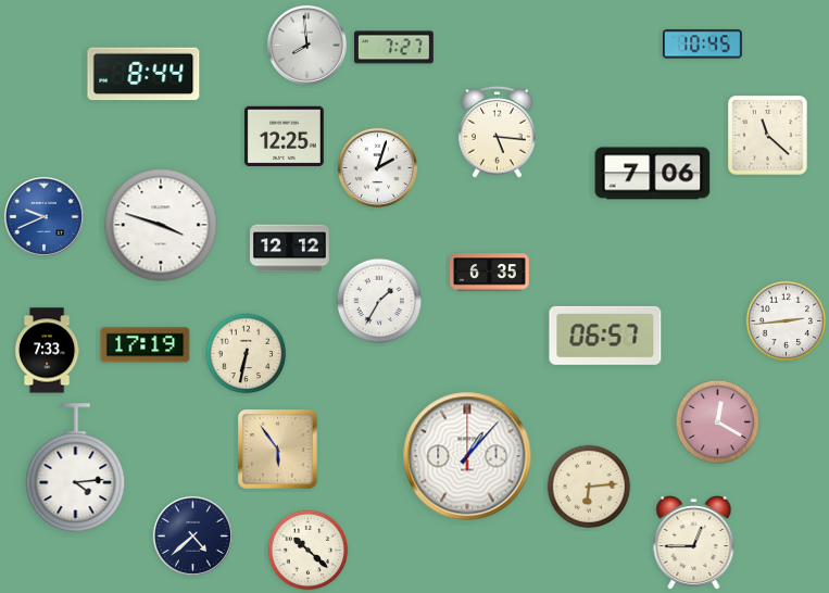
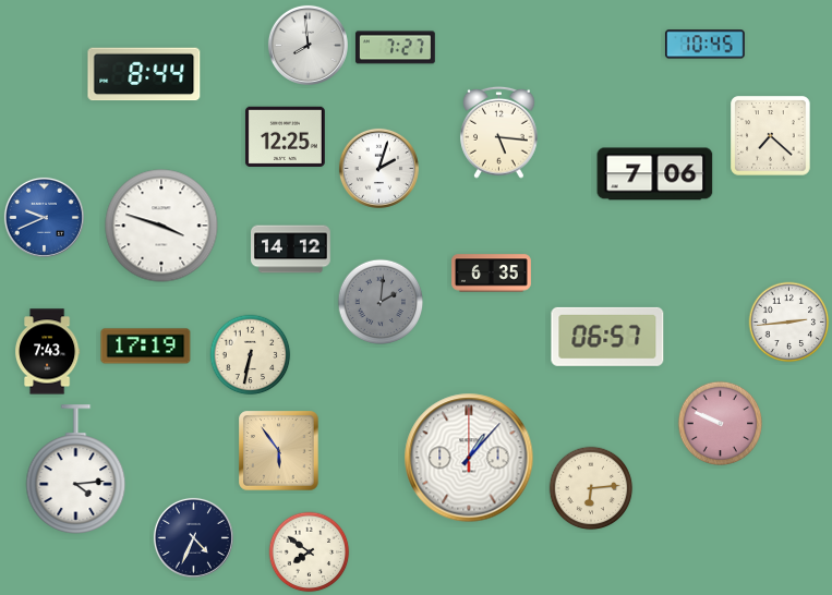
clock at (768, 136): 11:22 -> 7:22
clock at (290, 249): 12:12 -> 14:12
clock at (379, 301): 1:35 -> 2:01
clock at (379, 301) dial: white -> grey
clock at (47, 351): 7:33 -> 7:43
clock at (247, 354) position: (247, 354) -> (251, 355)
clock at (718, 422): 12:20 -> 9:49
clock at (192, 535): 4:38 -> 4:34
clock at (694, 543): 12:45 -> none
clock at (309, 551): 10:22 -> 7:51
